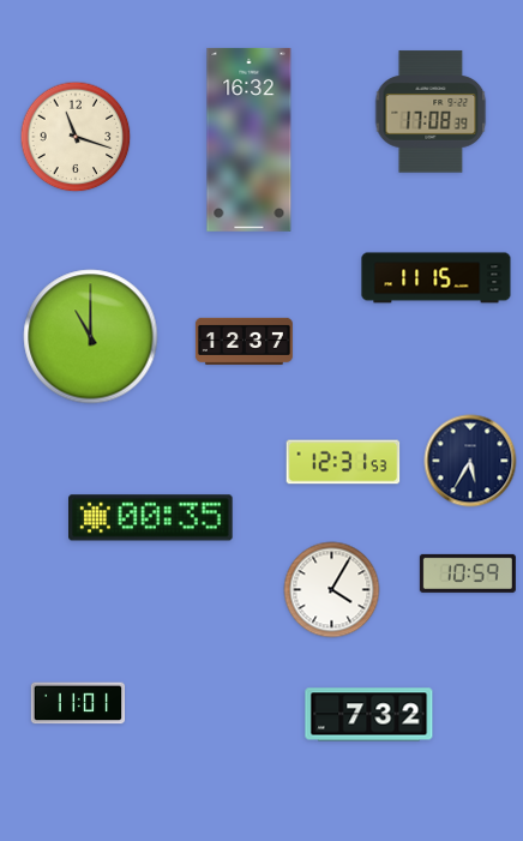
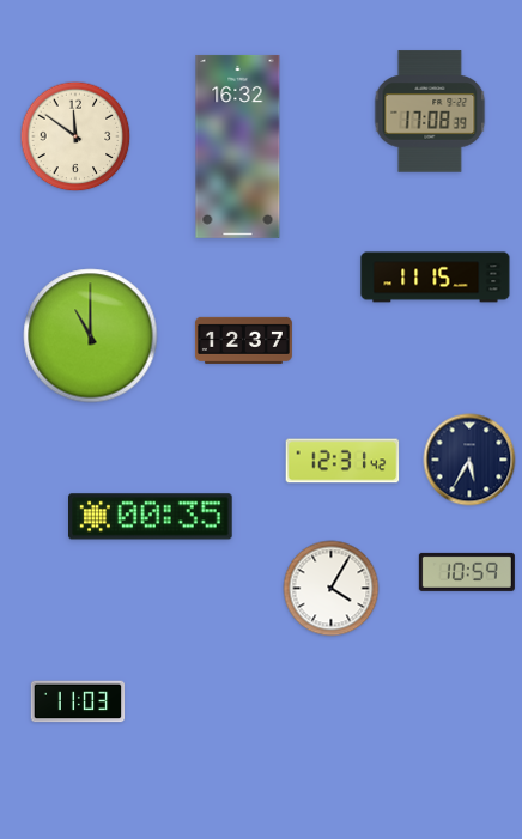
clock at (76, 137): 11:18 -> 11:51
clock at (250, 139) position: (250, 139) -> (238, 146)
clock at (343, 462): 12:31:53 -> 12:31:42
clock at (78, 703): 11:01 -> 11:03
clock at (369, 715): 7:32 -> none
